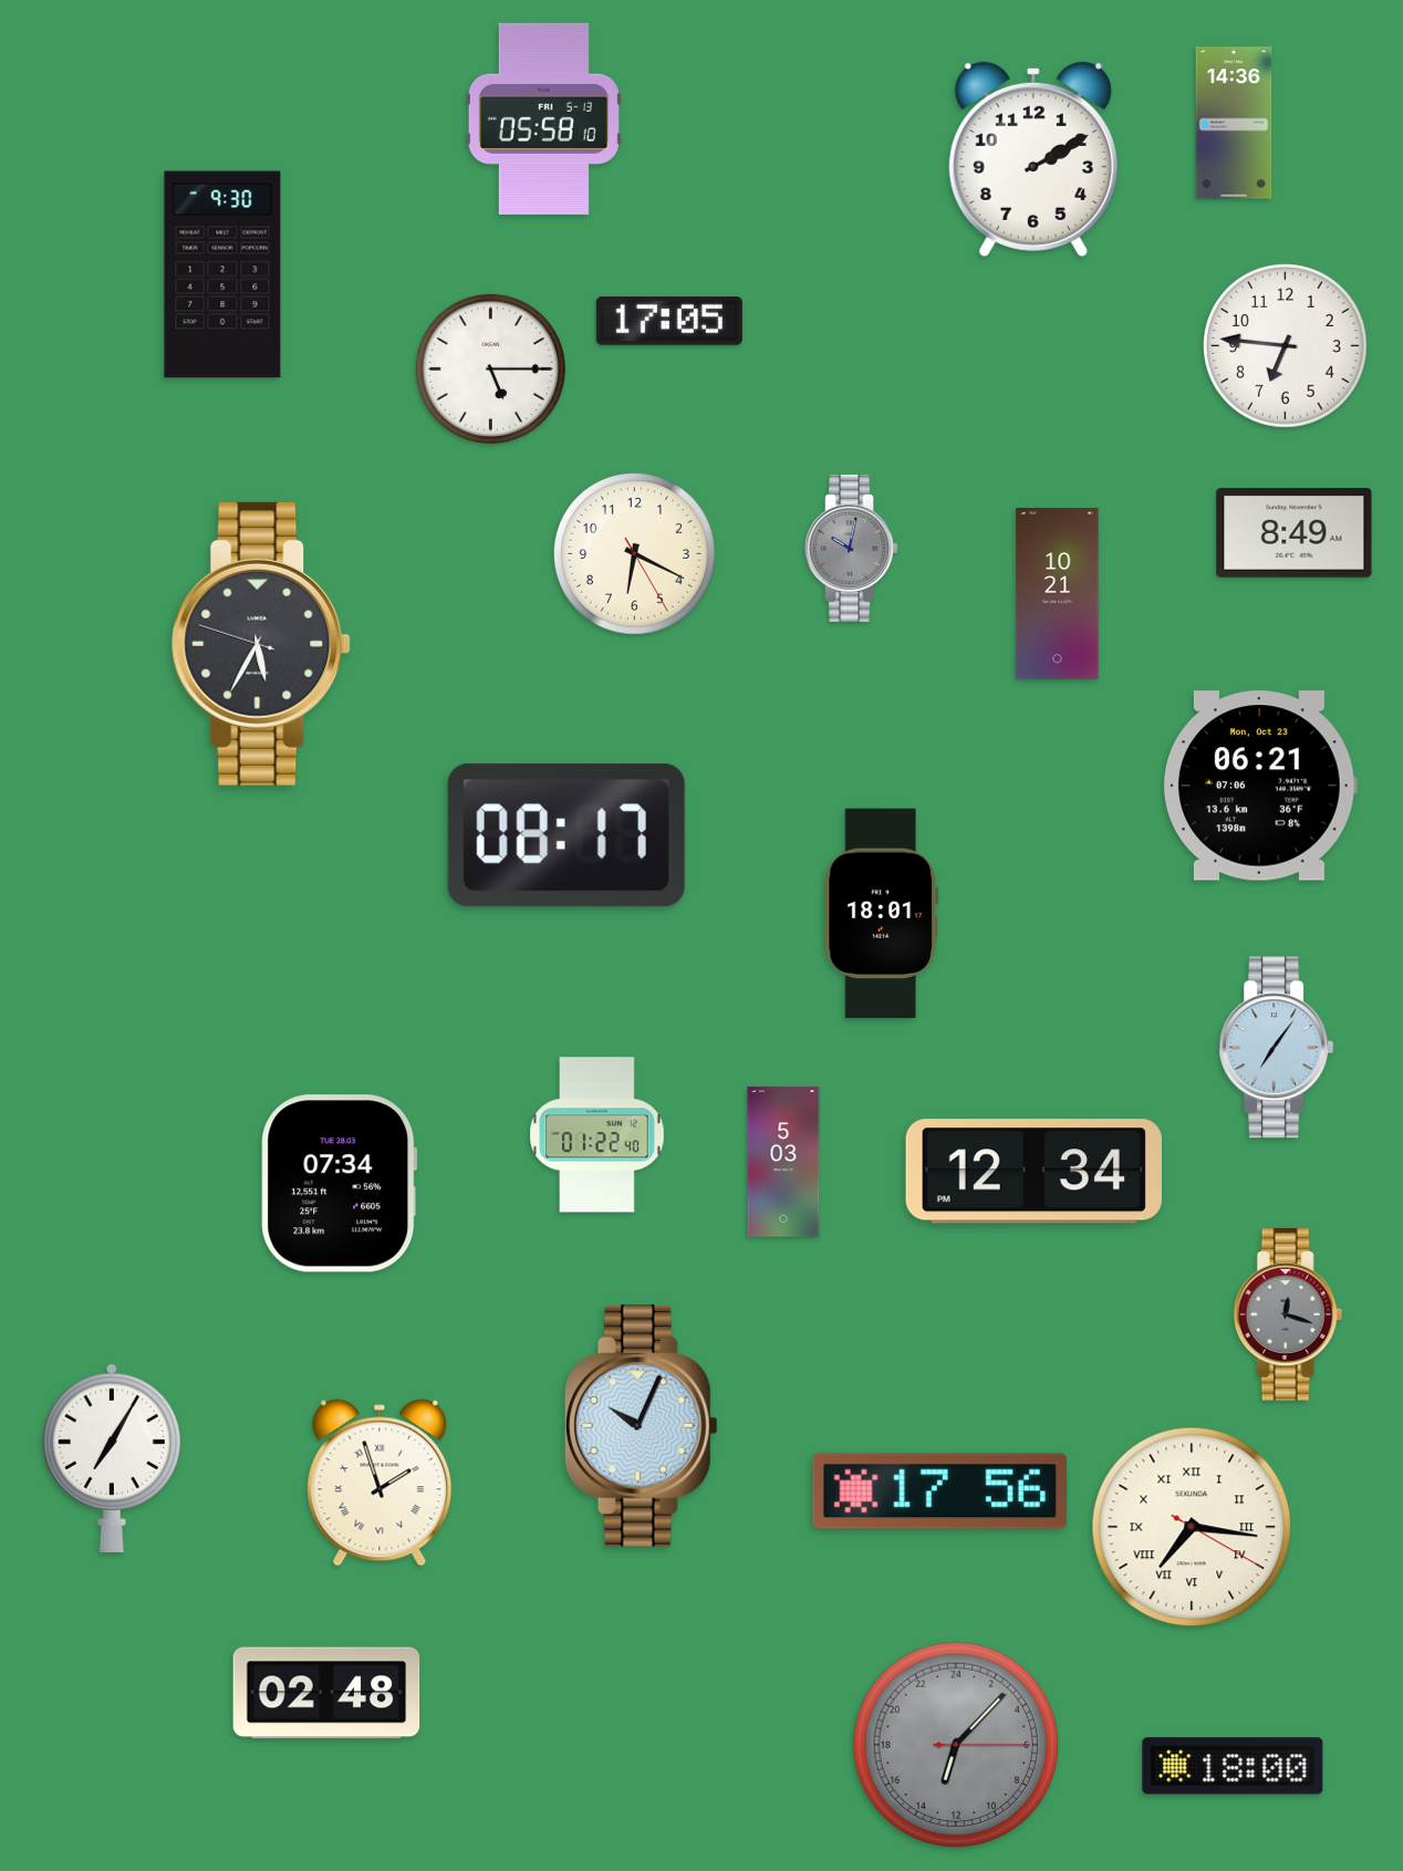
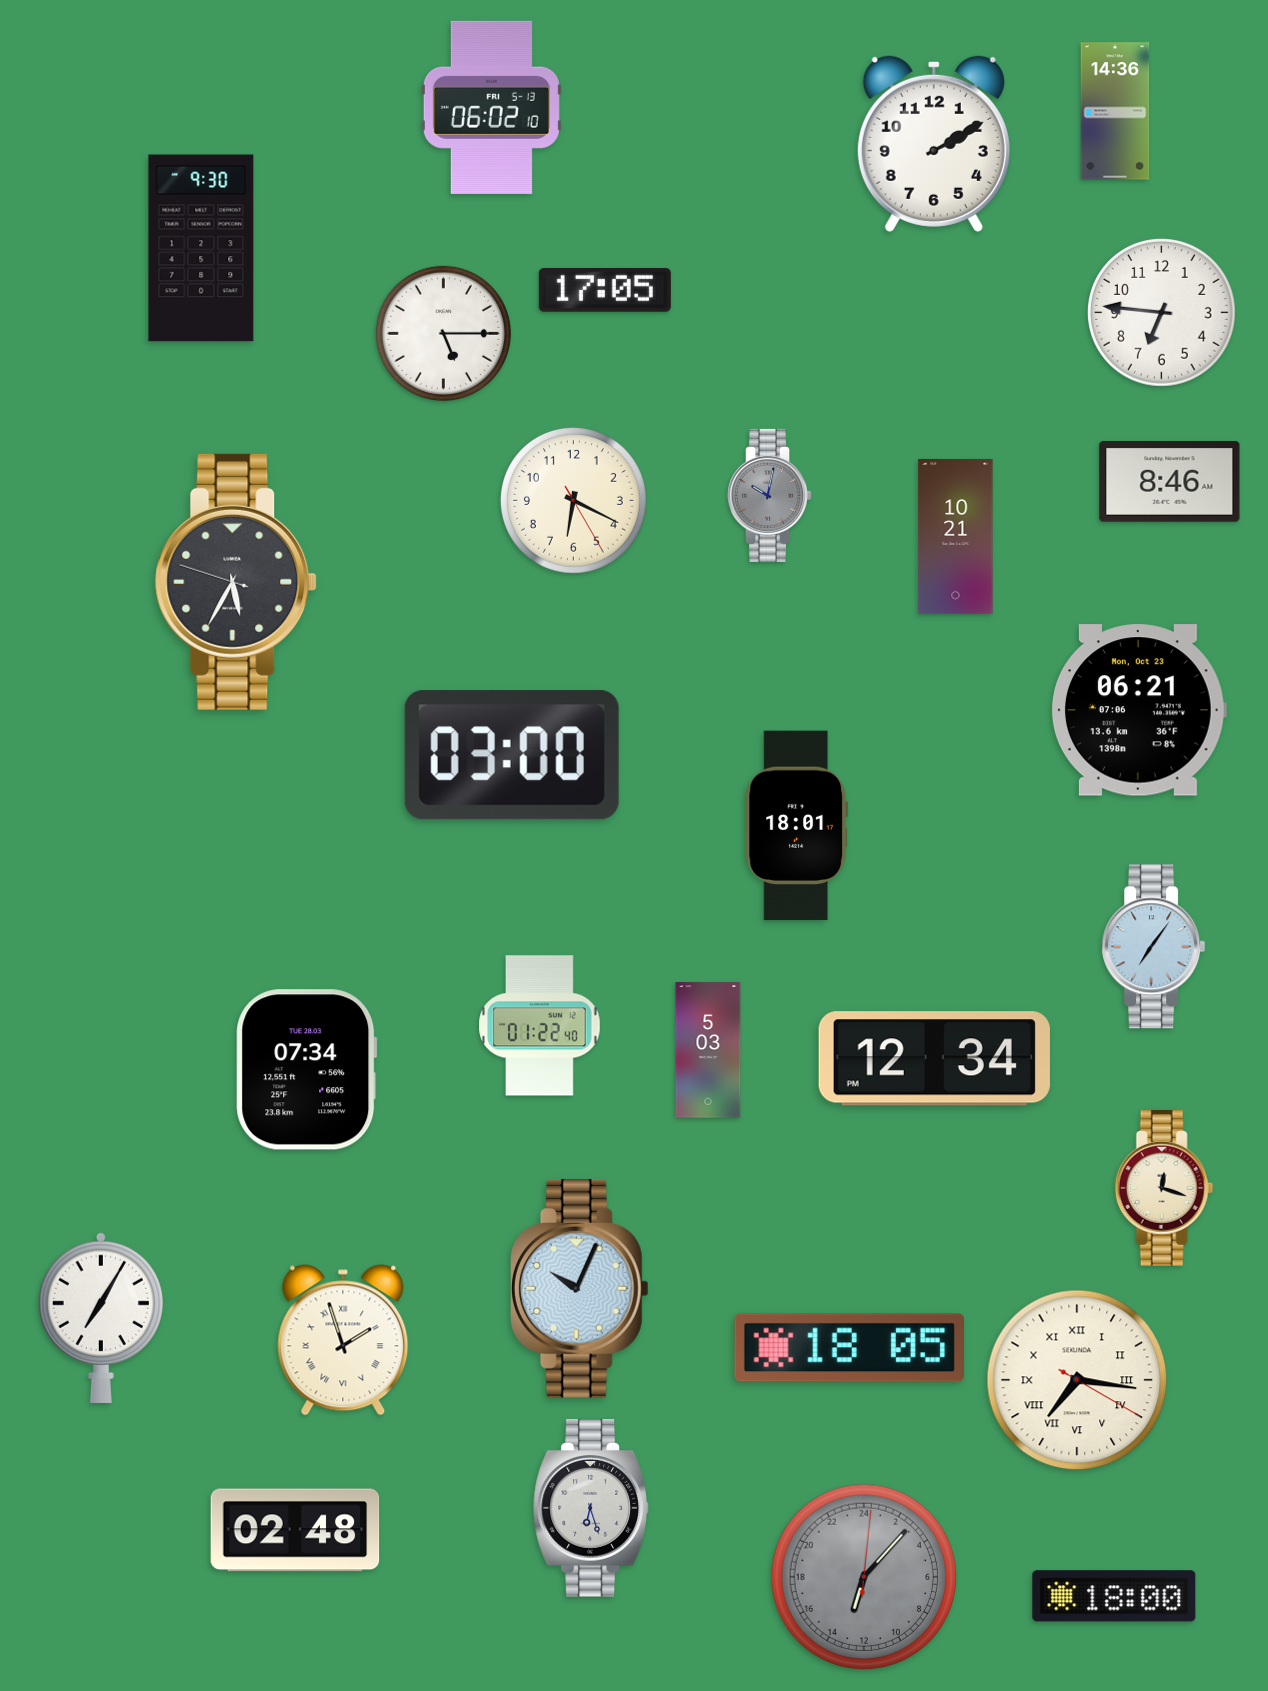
clock at (543, 118): 05:58 -> 06:02
clock at (1295, 533): 8:49 -> 8:46
clock at (567, 835): 08:17 -> 03:00
clock at (1288, 1316) dial: grey -> cream
clock at (939, 1491): 17:56 -> 18:05
clock at (590, 1508): none -> 6:27
clock at (956, 1745): 13:07:15 -> 13:07:01
